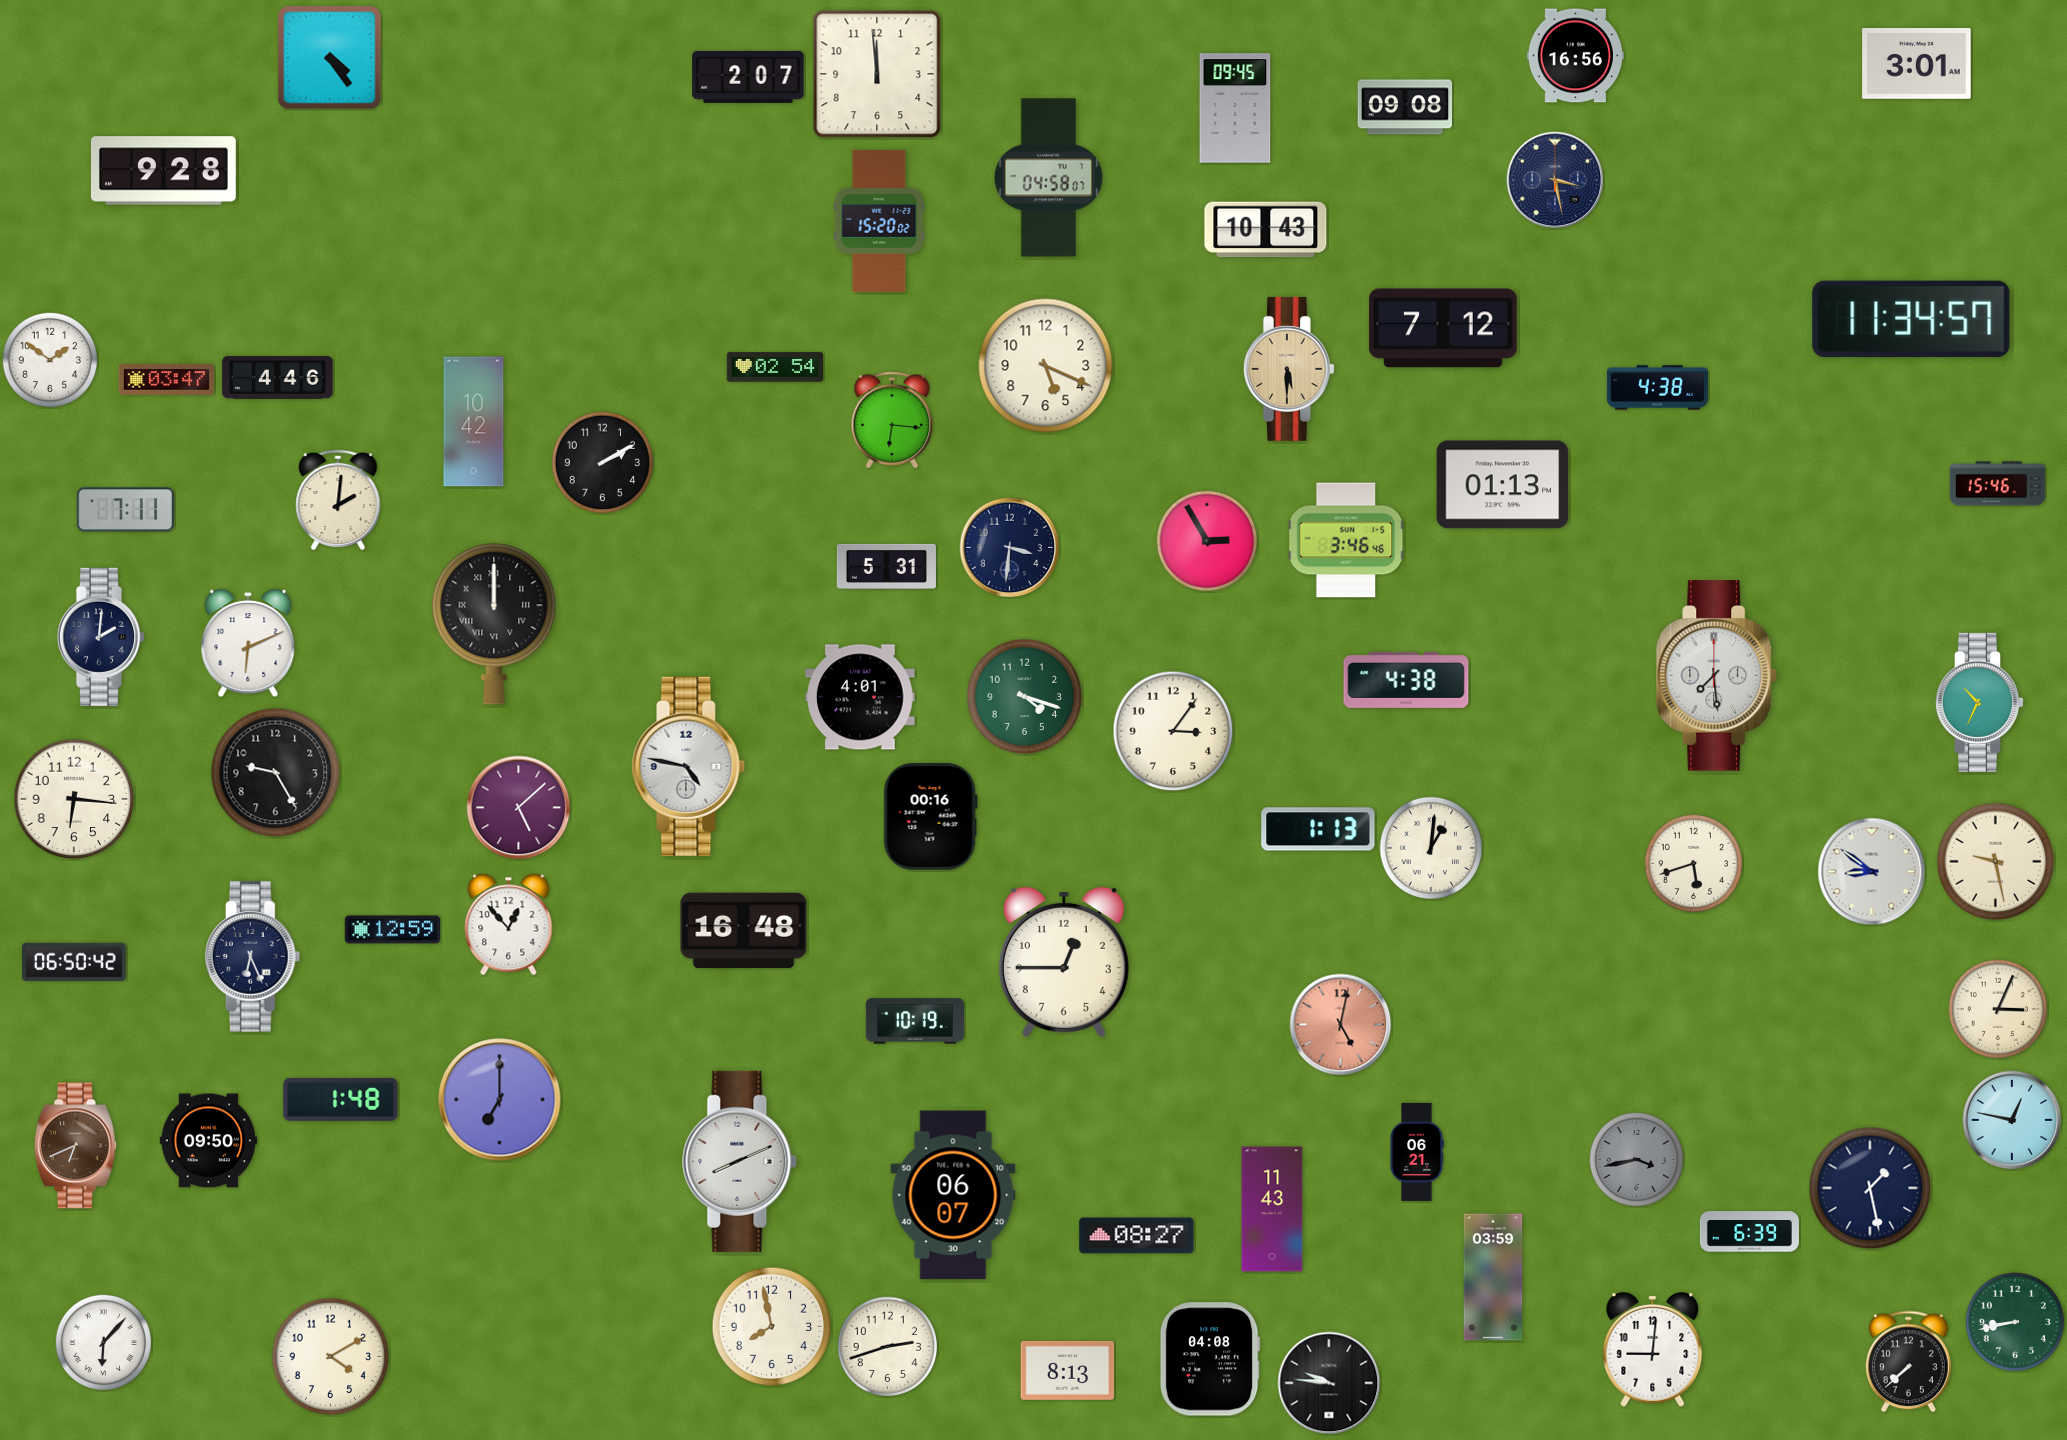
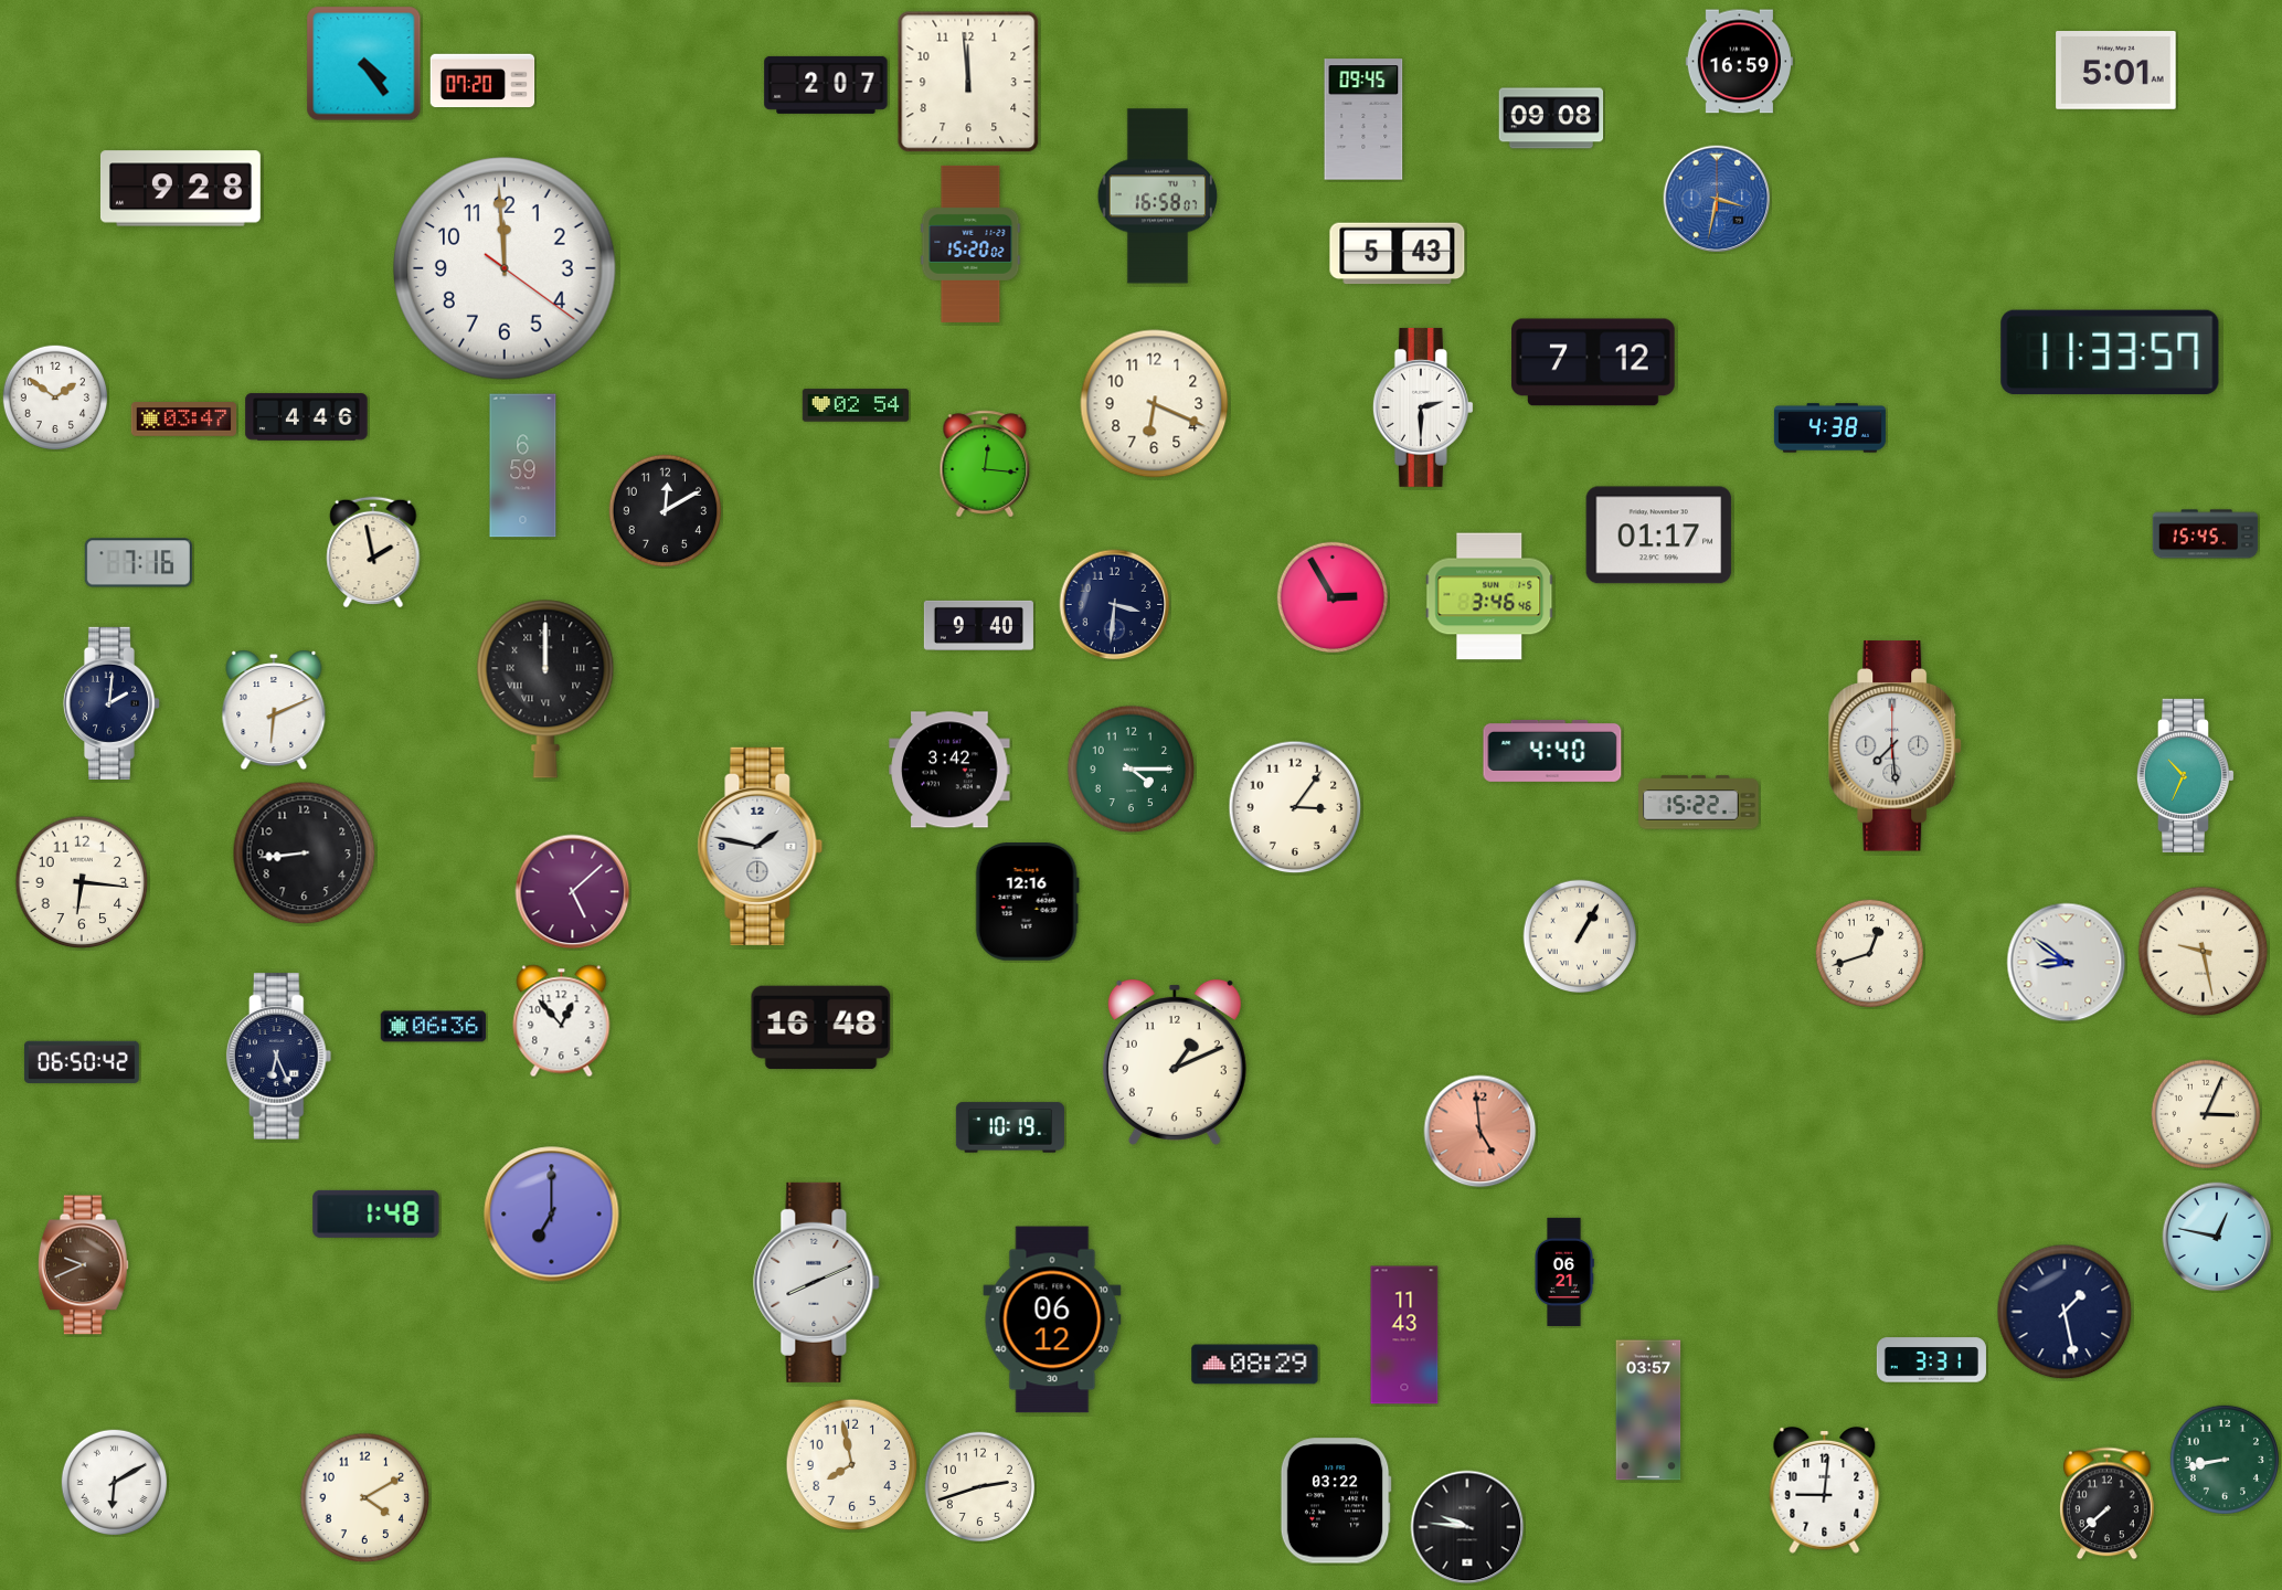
clock at (1575, 56): 16:56 -> 16:59
clock at (1917, 64): 3:01 -> 5:01
clock at (482, 81): none -> 07:20
clock at (1049, 178): 04:58 -> 16:58
clock at (1555, 180): 3:28 -> 3:32
clock at (1555, 180) dial: navy -> blue
clock at (1266, 230): 10:43 -> 5:43
clock at (505, 268): none -> 11:59
clock at (1911, 319): 11:34 -> 11:33
clock at (1046, 366): 5:19 -> 6:19
clock at (1289, 369): 5:30 -> 2:30
clock at (1289, 369) dial: champagne -> white
clock at (892, 420): 6:16 -> 12:16
clock at (474, 422): 10:42 -> 6:59
clock at (603, 463): 2:10 -> 12:10
clock at (1998, 484): 15:46 -> 15:45
clock at (1503, 485): 01:13 -> 01:17
clock at (338, 500): 2:01 -> 1:58
clock at (125, 510): 7:11 -> 7:16
clock at (1346, 540) position: (1346, 540) -> (1489, 596)
clock at (886, 566): 5:31 -> 9:40
clock at (1406, 680): 4:38 -> 4:40
clock at (860, 697): 4:01 -> 3:42
clock at (1025, 697): 4:18 -> 4:15
clock at (1699, 803): none -> 15:22
clock at (689, 766): 4:47 -> 1:47
clock at (276, 773): 9:25 -> 8:44
clock at (930, 817): 00:16 -> 12:16
clock at (1318, 829): 1:13 -> none
clock at (1431, 848): 1:01 -> 1:05
clock at (1693, 863): 5:42 -> 12:42
clock at (393, 930): 12:59 -> 06:36
clock at (1064, 962): 12:45 -> 1:11
clock at (1341, 1025): 5:02 -> 4:59
clock at (2012, 1120) position: (2012, 1120) -> (2217, 1237)
clock at (208, 1141): 09:50 -> none
clock at (75, 1146): 6:41 -> 9:41
clock at (1636, 1159): 3:43 -> none
clock at (953, 1195): 06:07 -> 06:12
clock at (1749, 1232): 6:39 -> 3:31
clock at (1137, 1236): 08:27 -> 08:29
clock at (1493, 1277): 03:59 -> 03:57
clock at (103, 1342): 6:07 -> 6:10
clock at (1210, 1359): 04:08 -> 03:22
clock at (1068, 1370): 8:13 -> none
